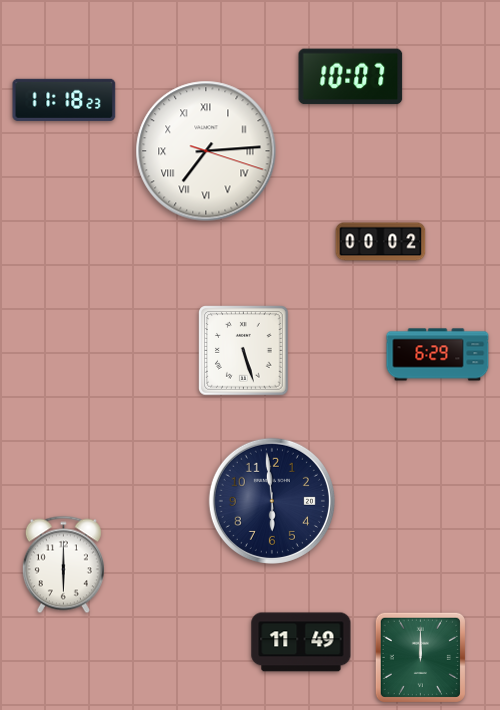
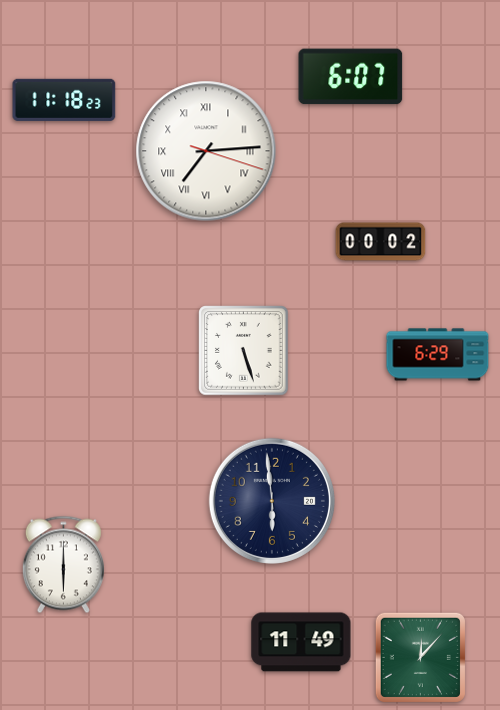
clock at (351, 77): 10:07 -> 6:07
clock at (420, 657): 12:00 -> 12:07
